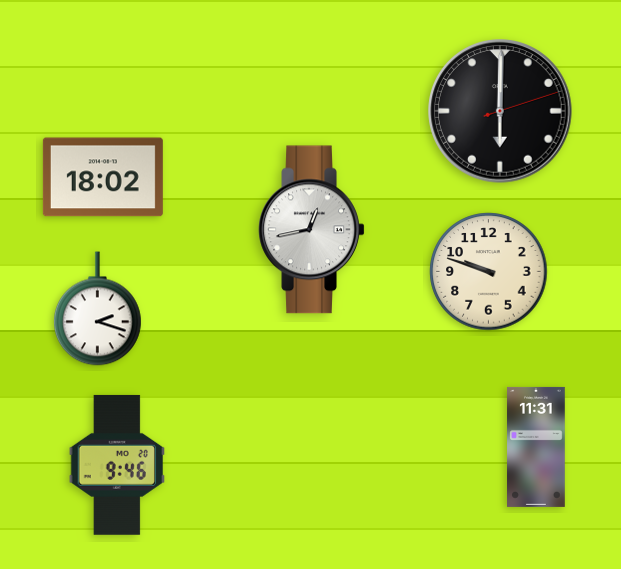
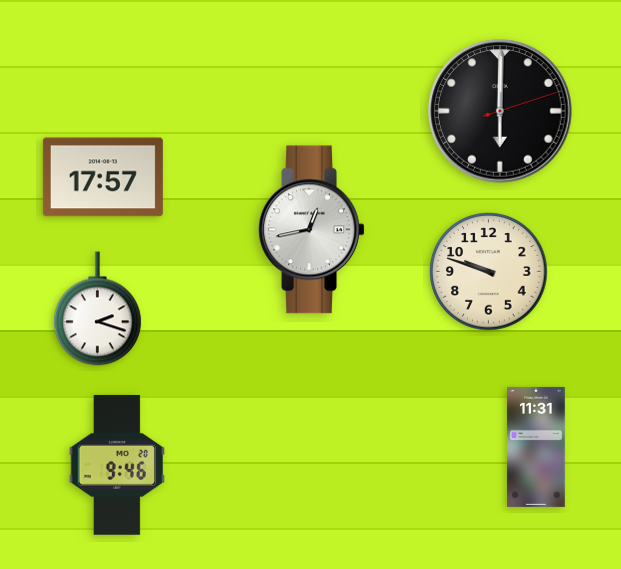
clock at (103, 177): 18:02 -> 17:57
